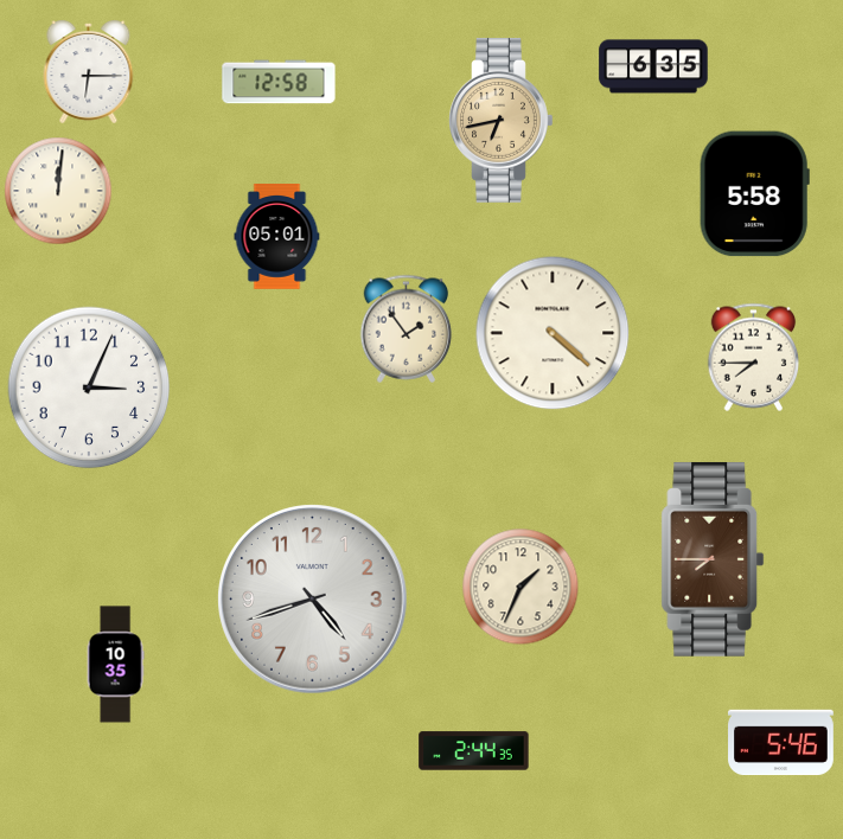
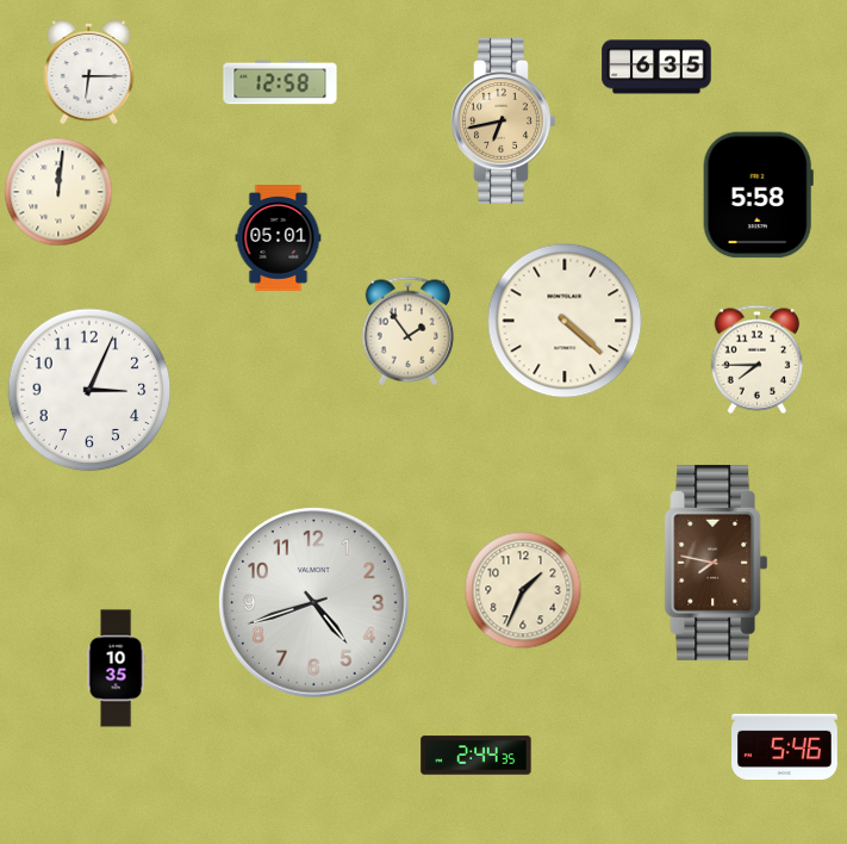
clock at (553, 333) position: (553, 333) -> (565, 321)
clock at (713, 559): 7:45 -> 7:47
